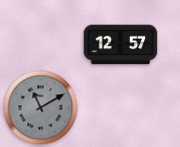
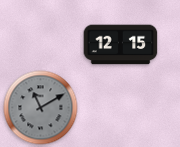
clock at (121, 45): 12:57 -> 12:15
